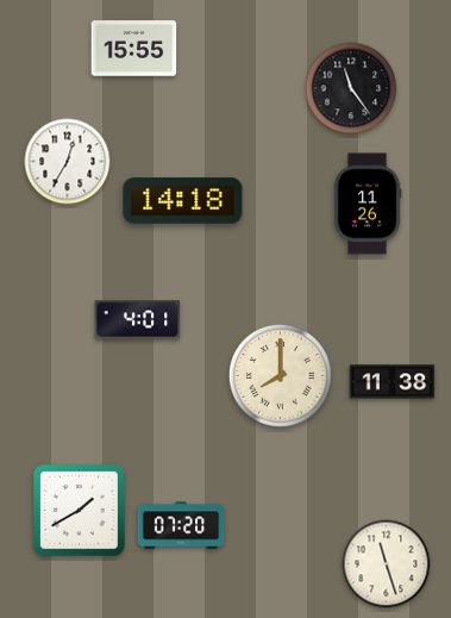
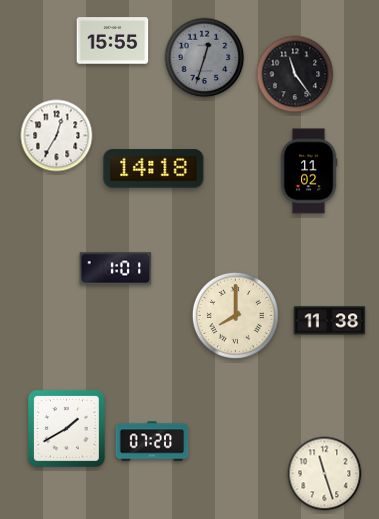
clock at (205, 58): none -> 12:33
clock at (368, 204): 11:26 -> 11:02
clock at (138, 320): 4:01 -> 1:01
